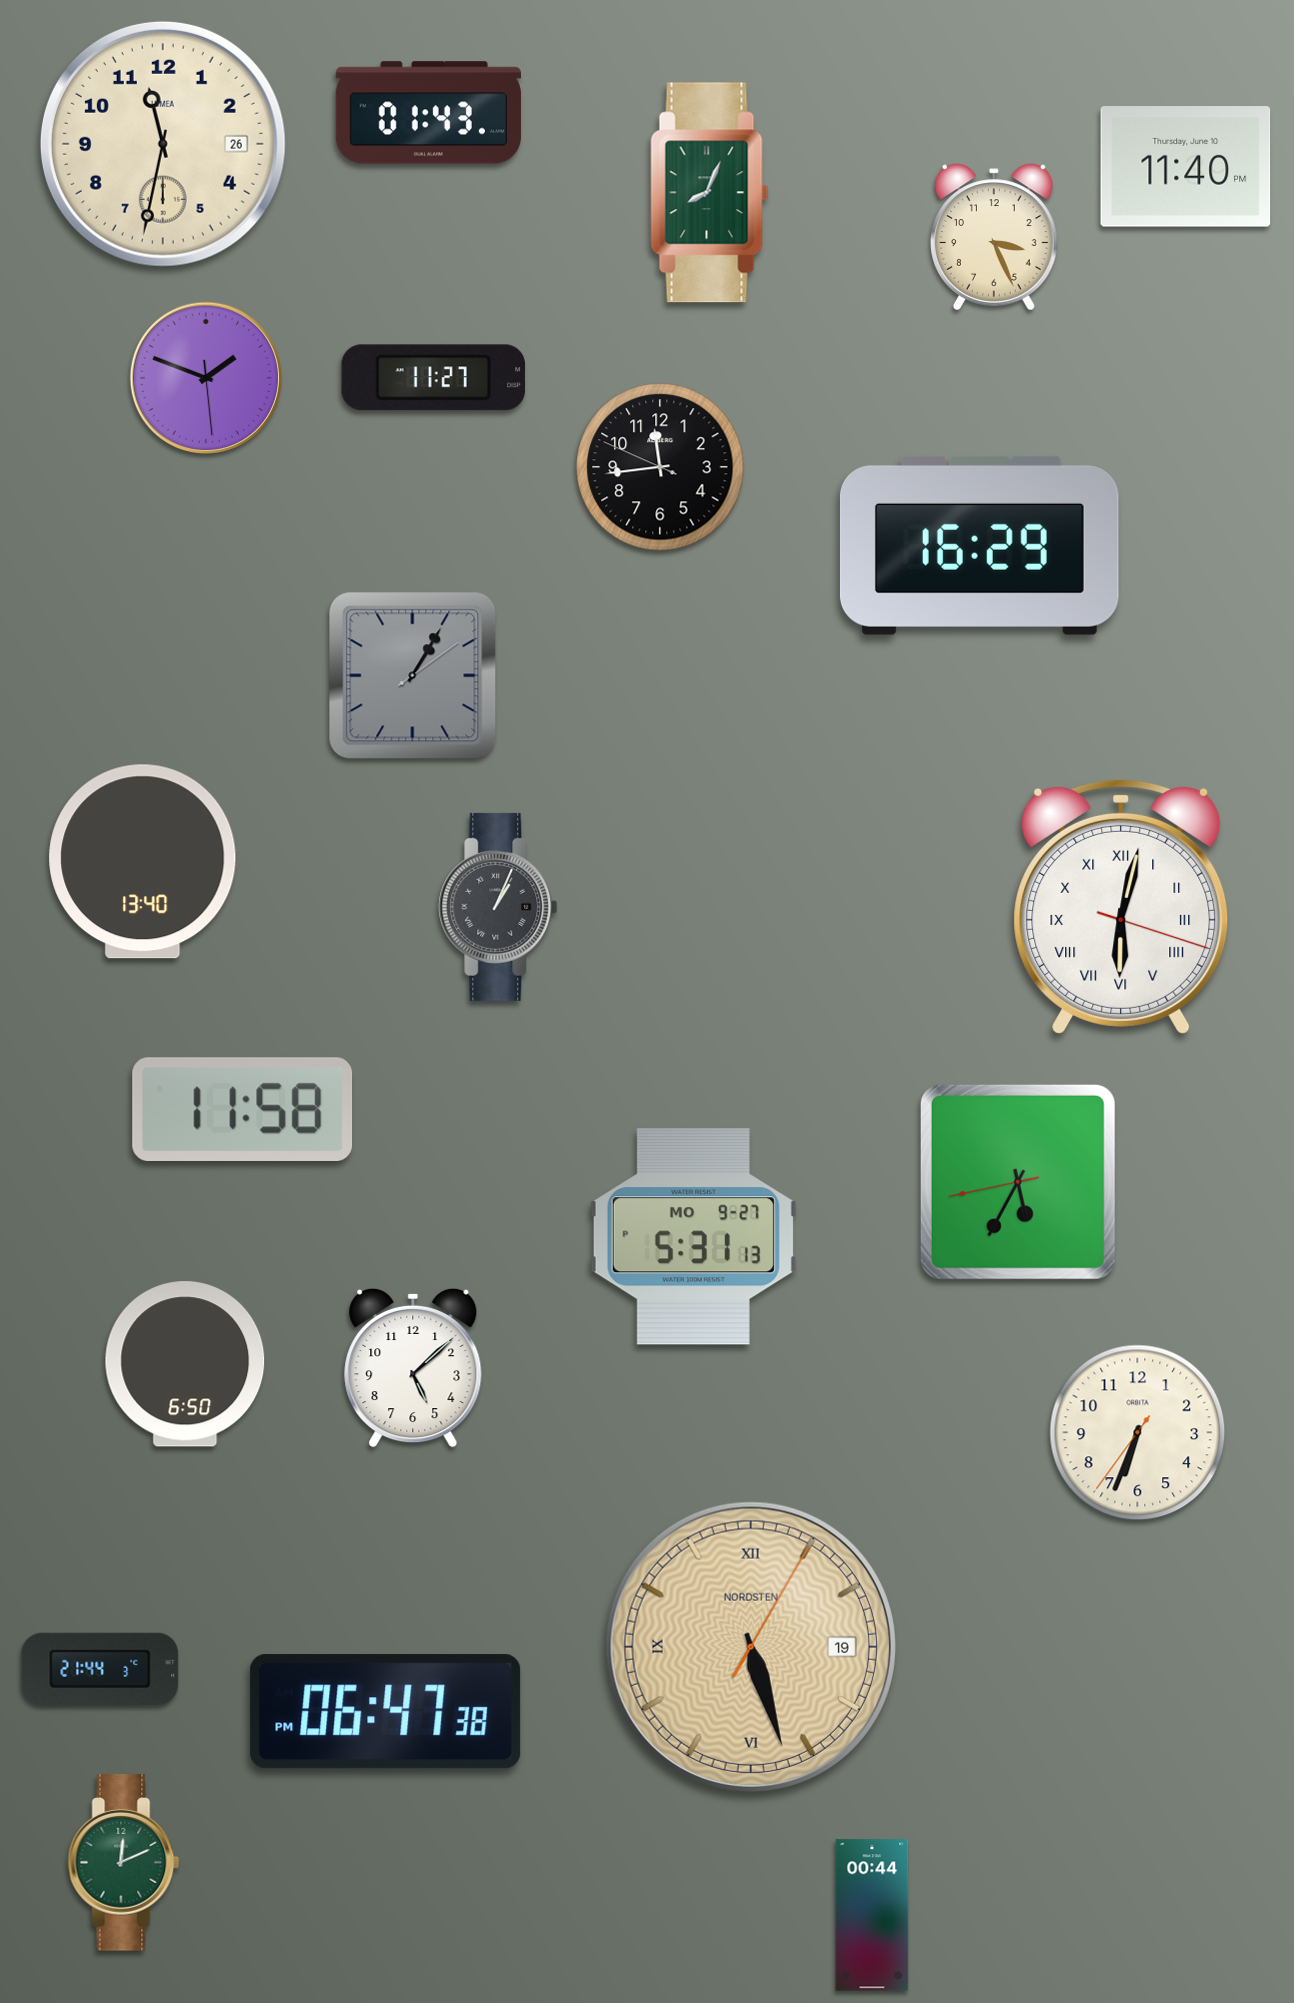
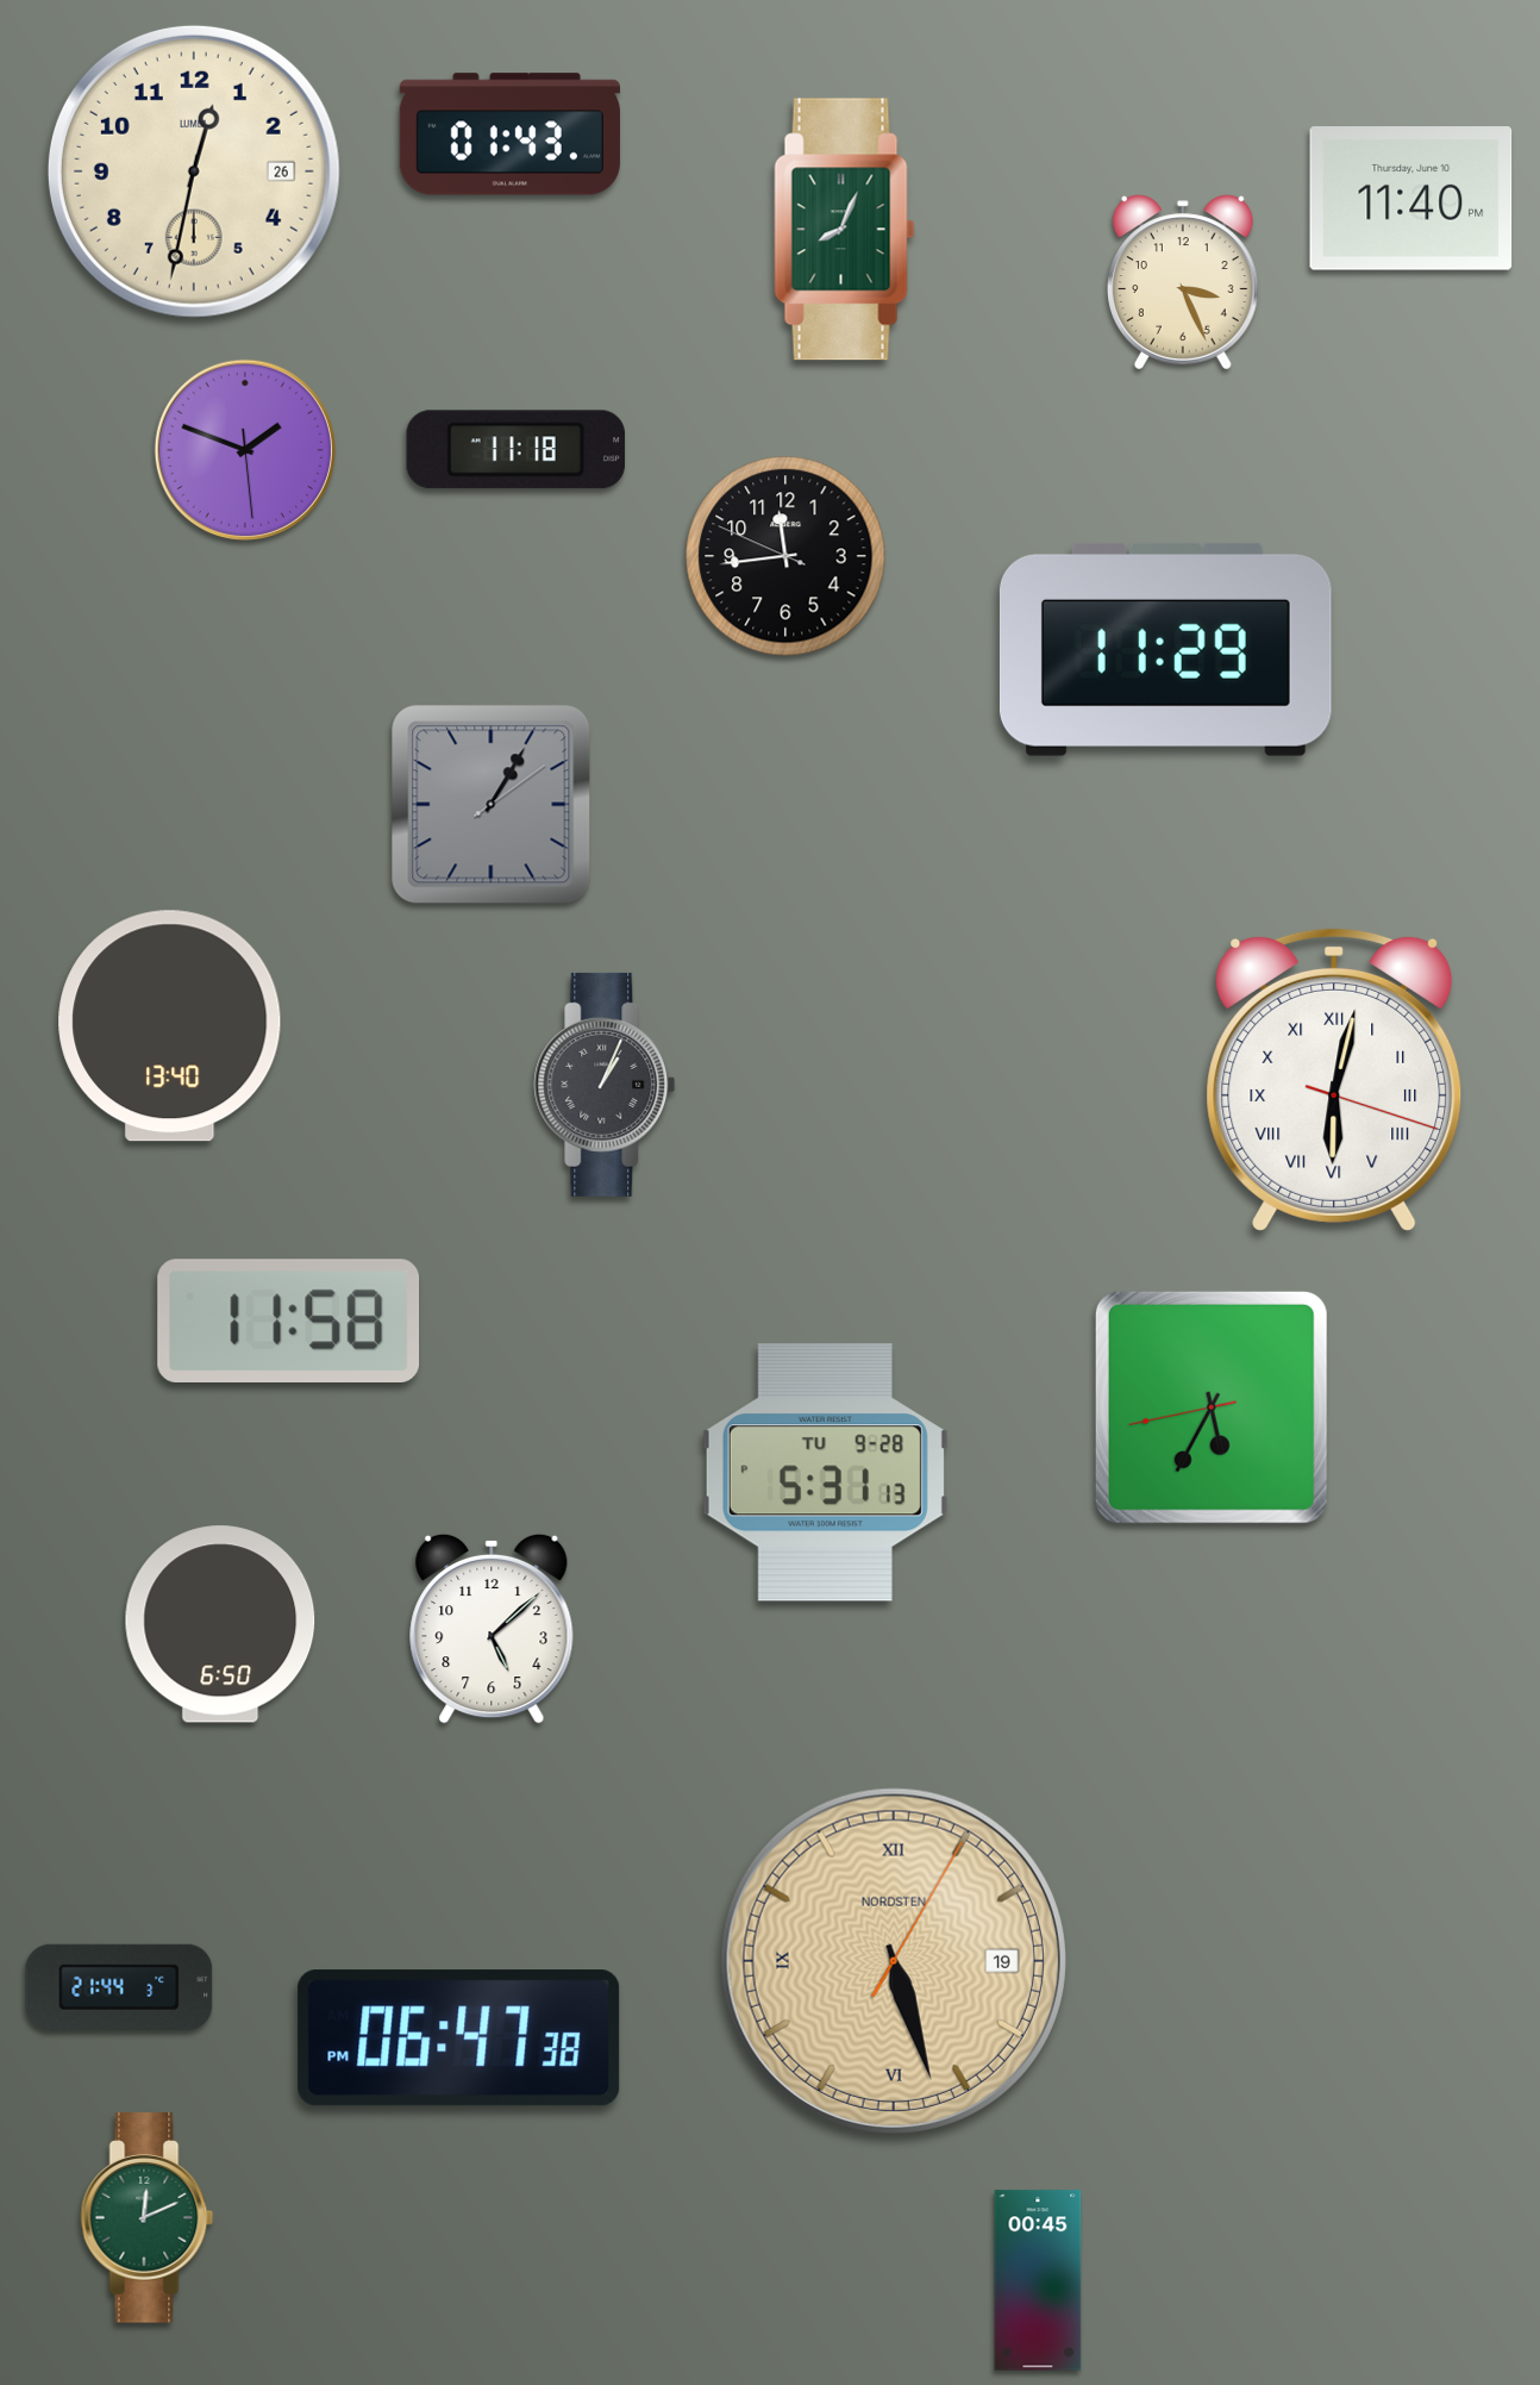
clock at (163, 144): 11:32 -> 12:32
clock at (433, 378): 11:27 -> 11:18
clock at (979, 545): 16:29 -> 11:29
clock at (498, 907) position: (498, 907) -> (605, 1085)
clock at (693, 1237) date: MO 9-27 -> TU 9-28
clock at (1138, 1433): 6:33 -> none
clock at (872, 1915): 00:44 -> 00:45
